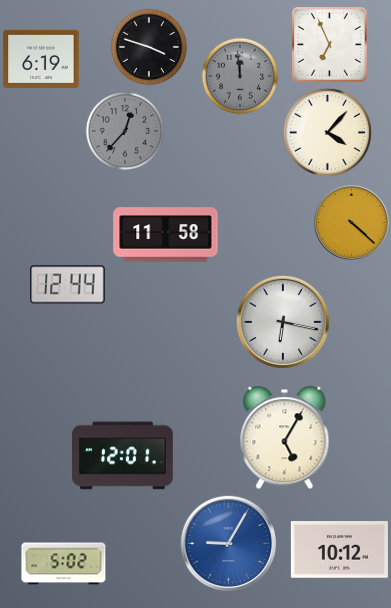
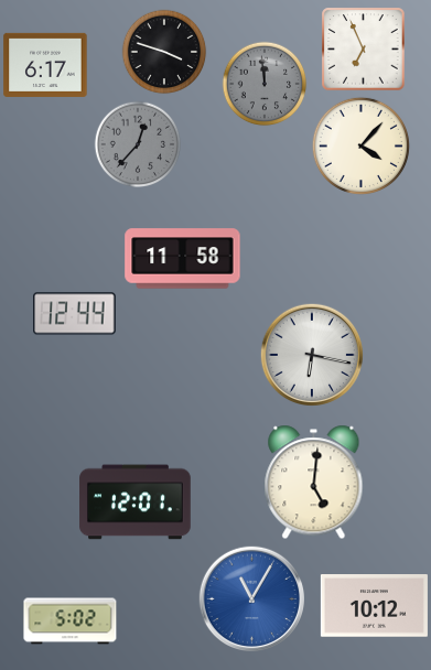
clock at (41, 59): 6:19 -> 6:17
clock at (351, 222): 4:22 -> none
clock at (285, 438): 5:05 -> 5:01
clock at (228, 543): 9:05 -> 11:05
